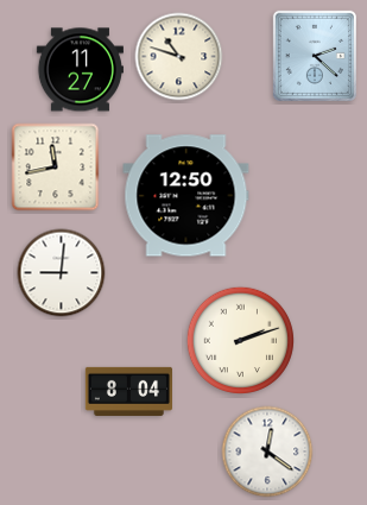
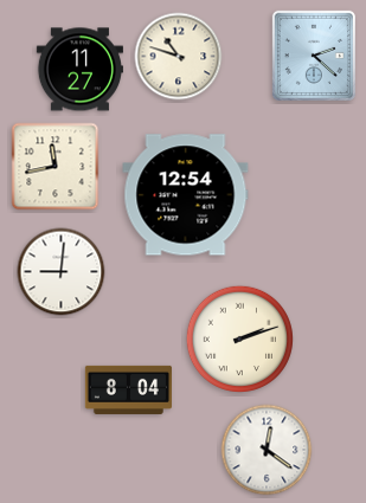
clock at (186, 196): 12:50 -> 12:54
